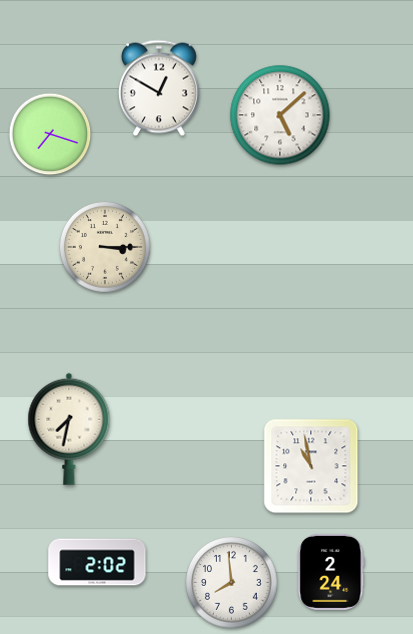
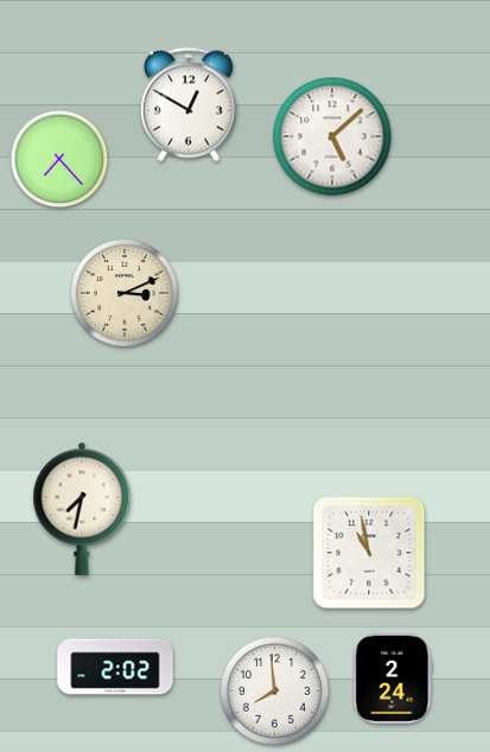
clock at (50, 134): 7:18 -> 7:23
clock at (105, 247): 3:15 -> 3:11
